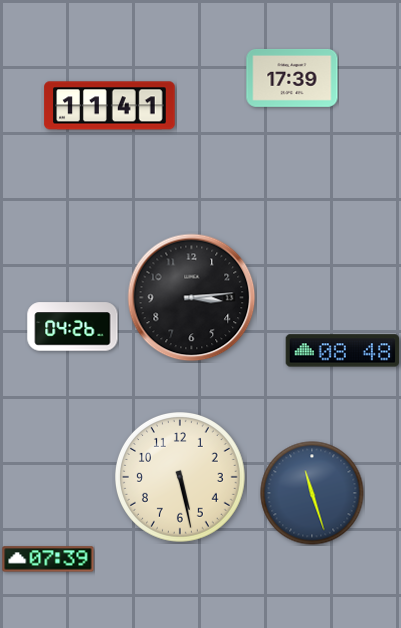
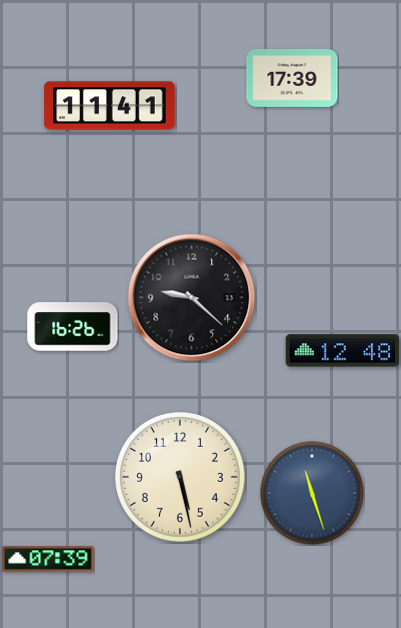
clock at (192, 298): 3:14 -> 9:22
clock at (73, 327): 04:26 -> 16:26
clock at (343, 351): 08:48 -> 12:48
